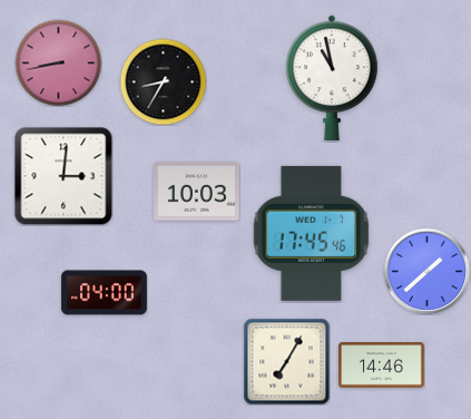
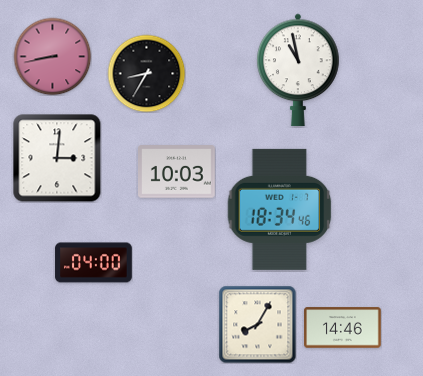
clock at (312, 233): 17:45 -> 18:34
clock at (426, 271): 1:38 -> none
clock at (286, 361): 7:05 -> 8:05
